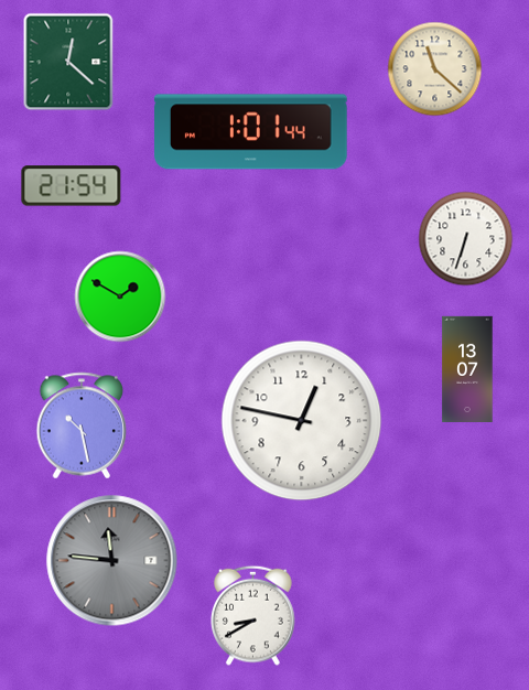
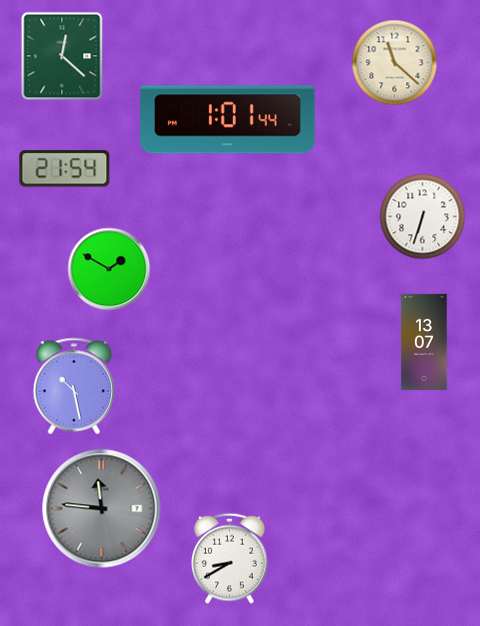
clock at (467, 368) position: (467, 368) -> (424, 341)
clock at (302, 421): 12:47 -> none
